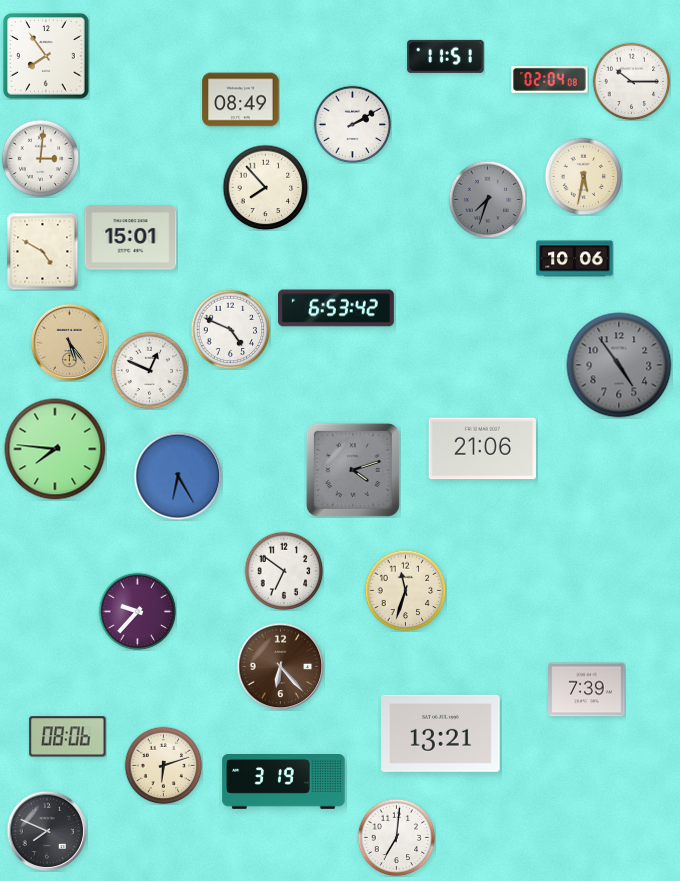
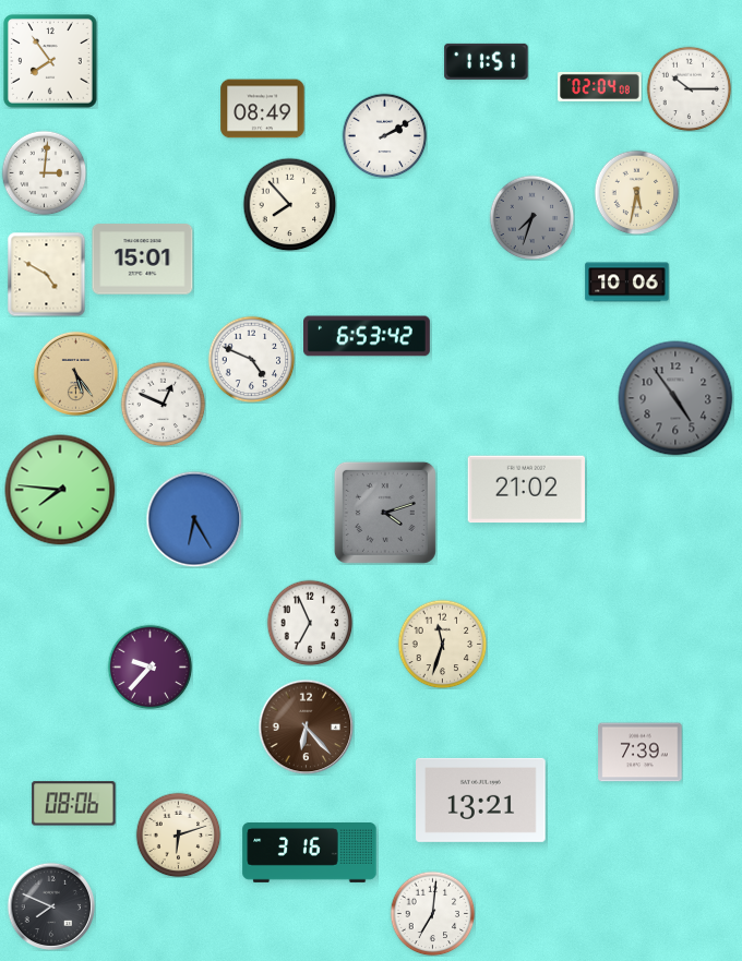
clock at (482, 449): 21:06 -> 21:02
clock at (284, 571): 6:51 -> 6:56
clock at (284, 782): 3:19 -> 3:16
